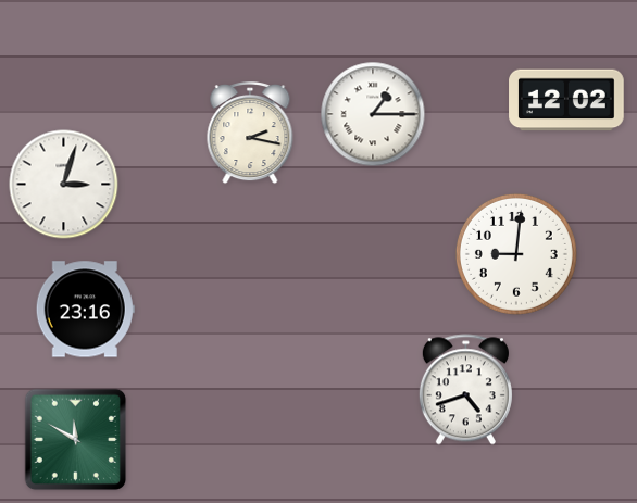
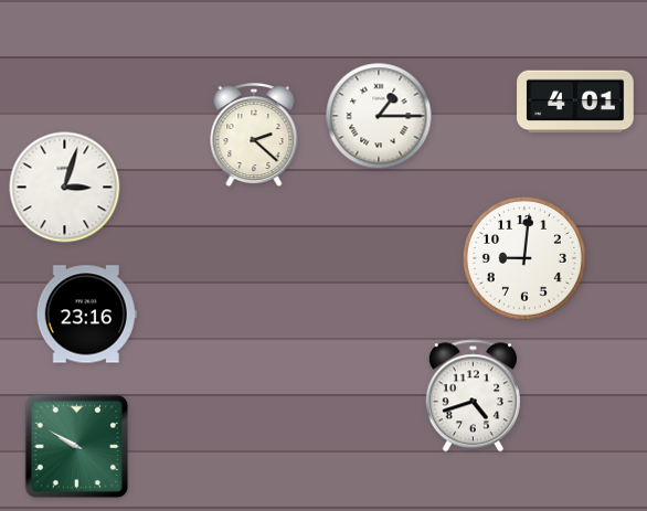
clock at (566, 100): 12:02 -> 4:01
clock at (250, 134): 2:17 -> 2:22
clock at (76, 440): 11:50 -> 9:50
